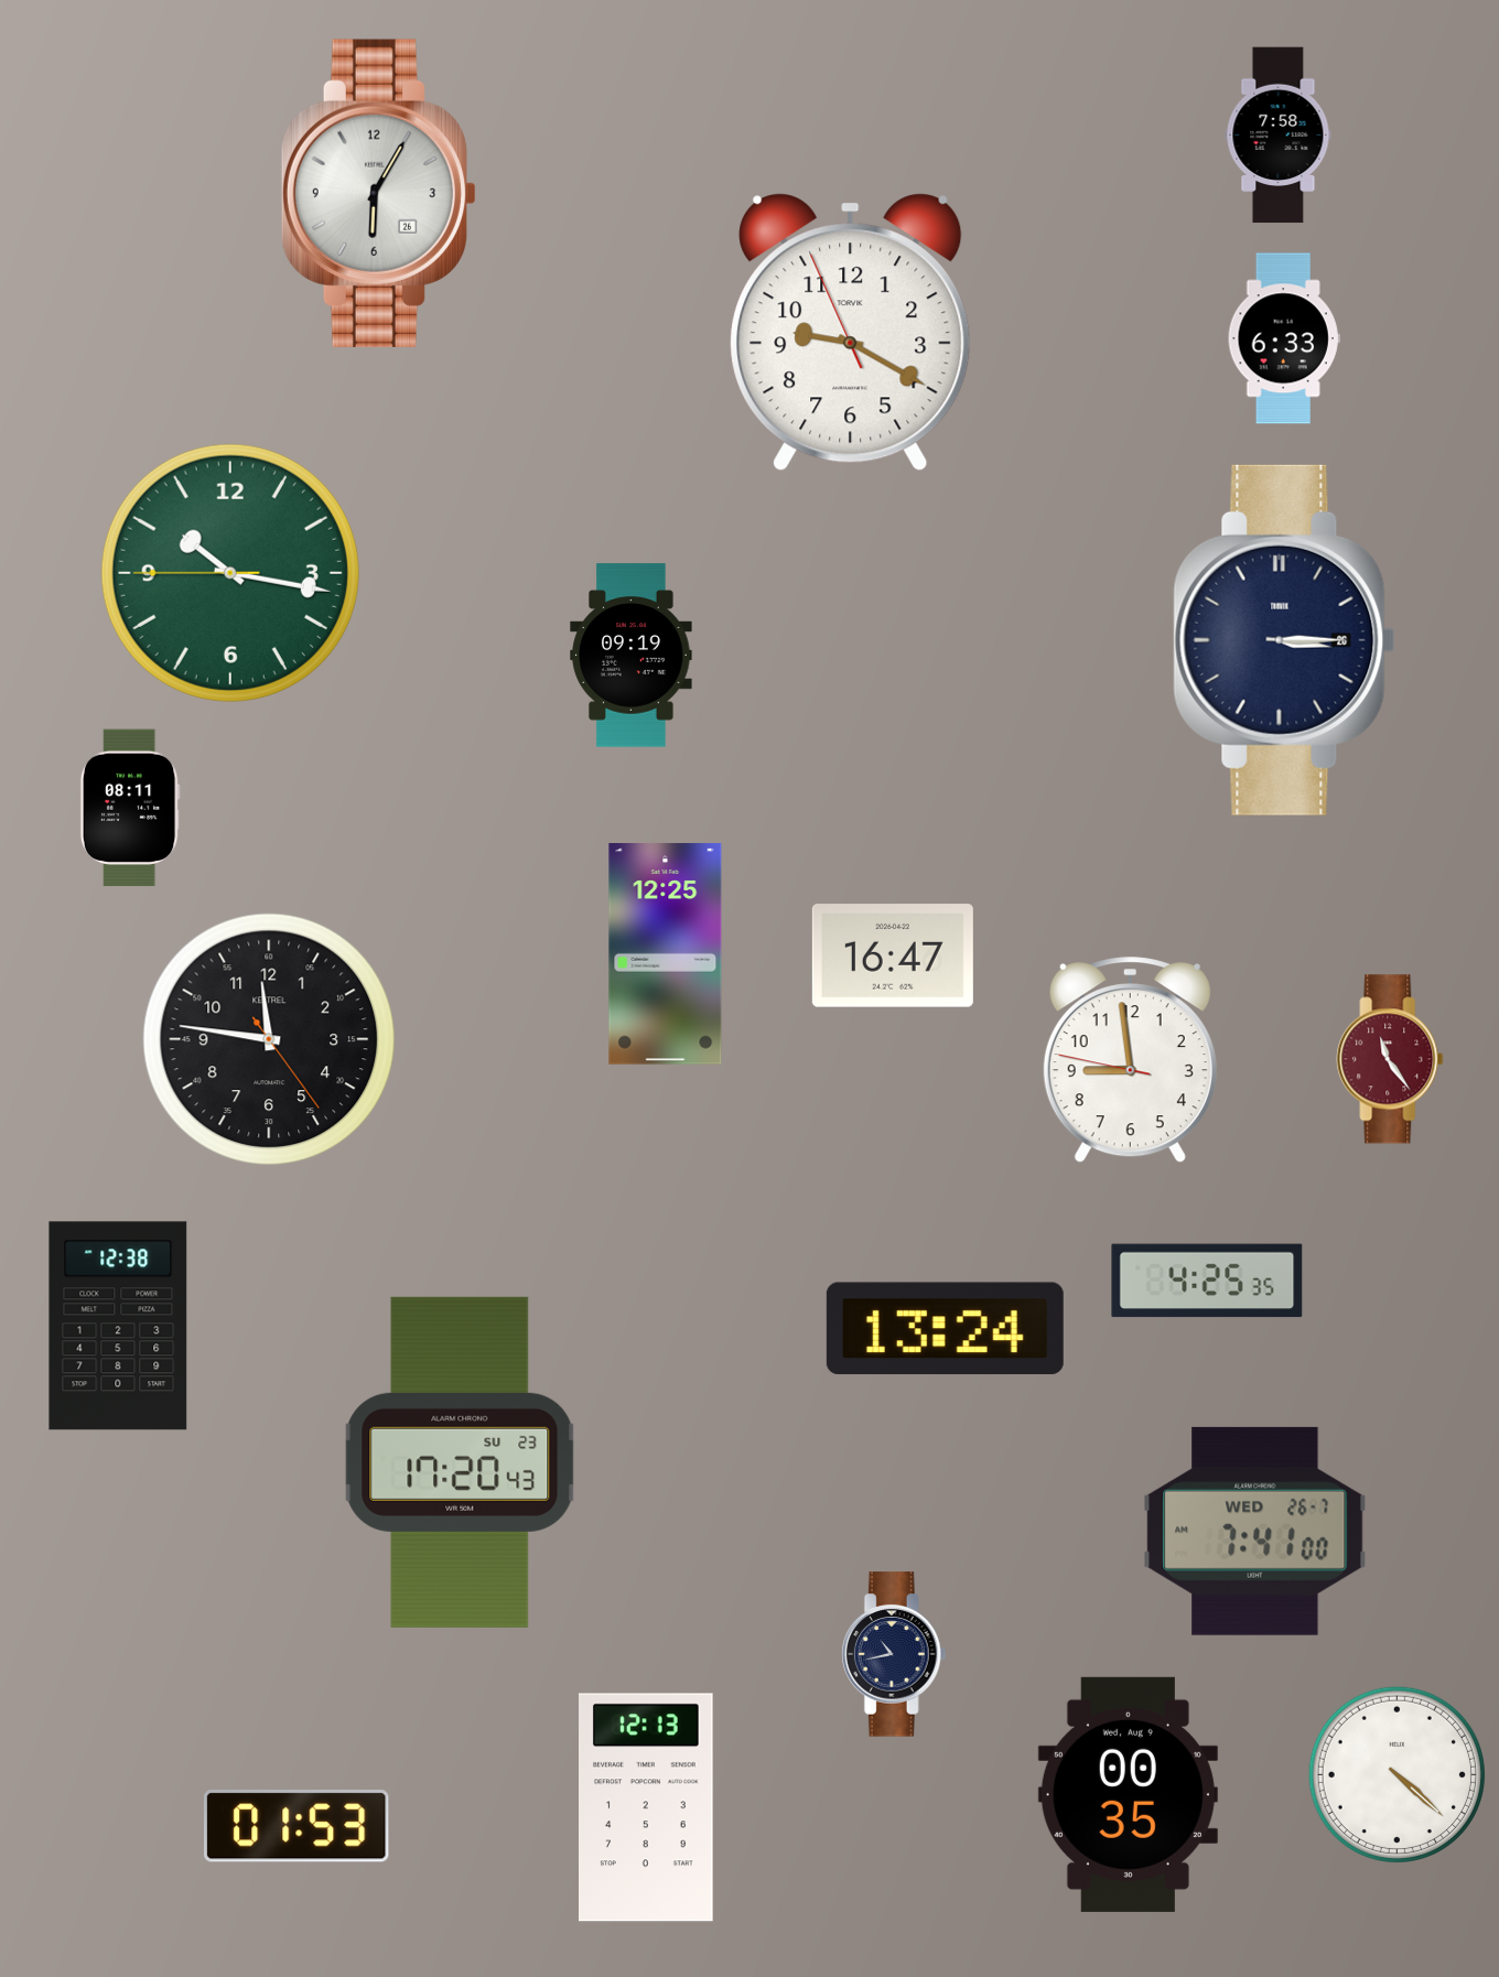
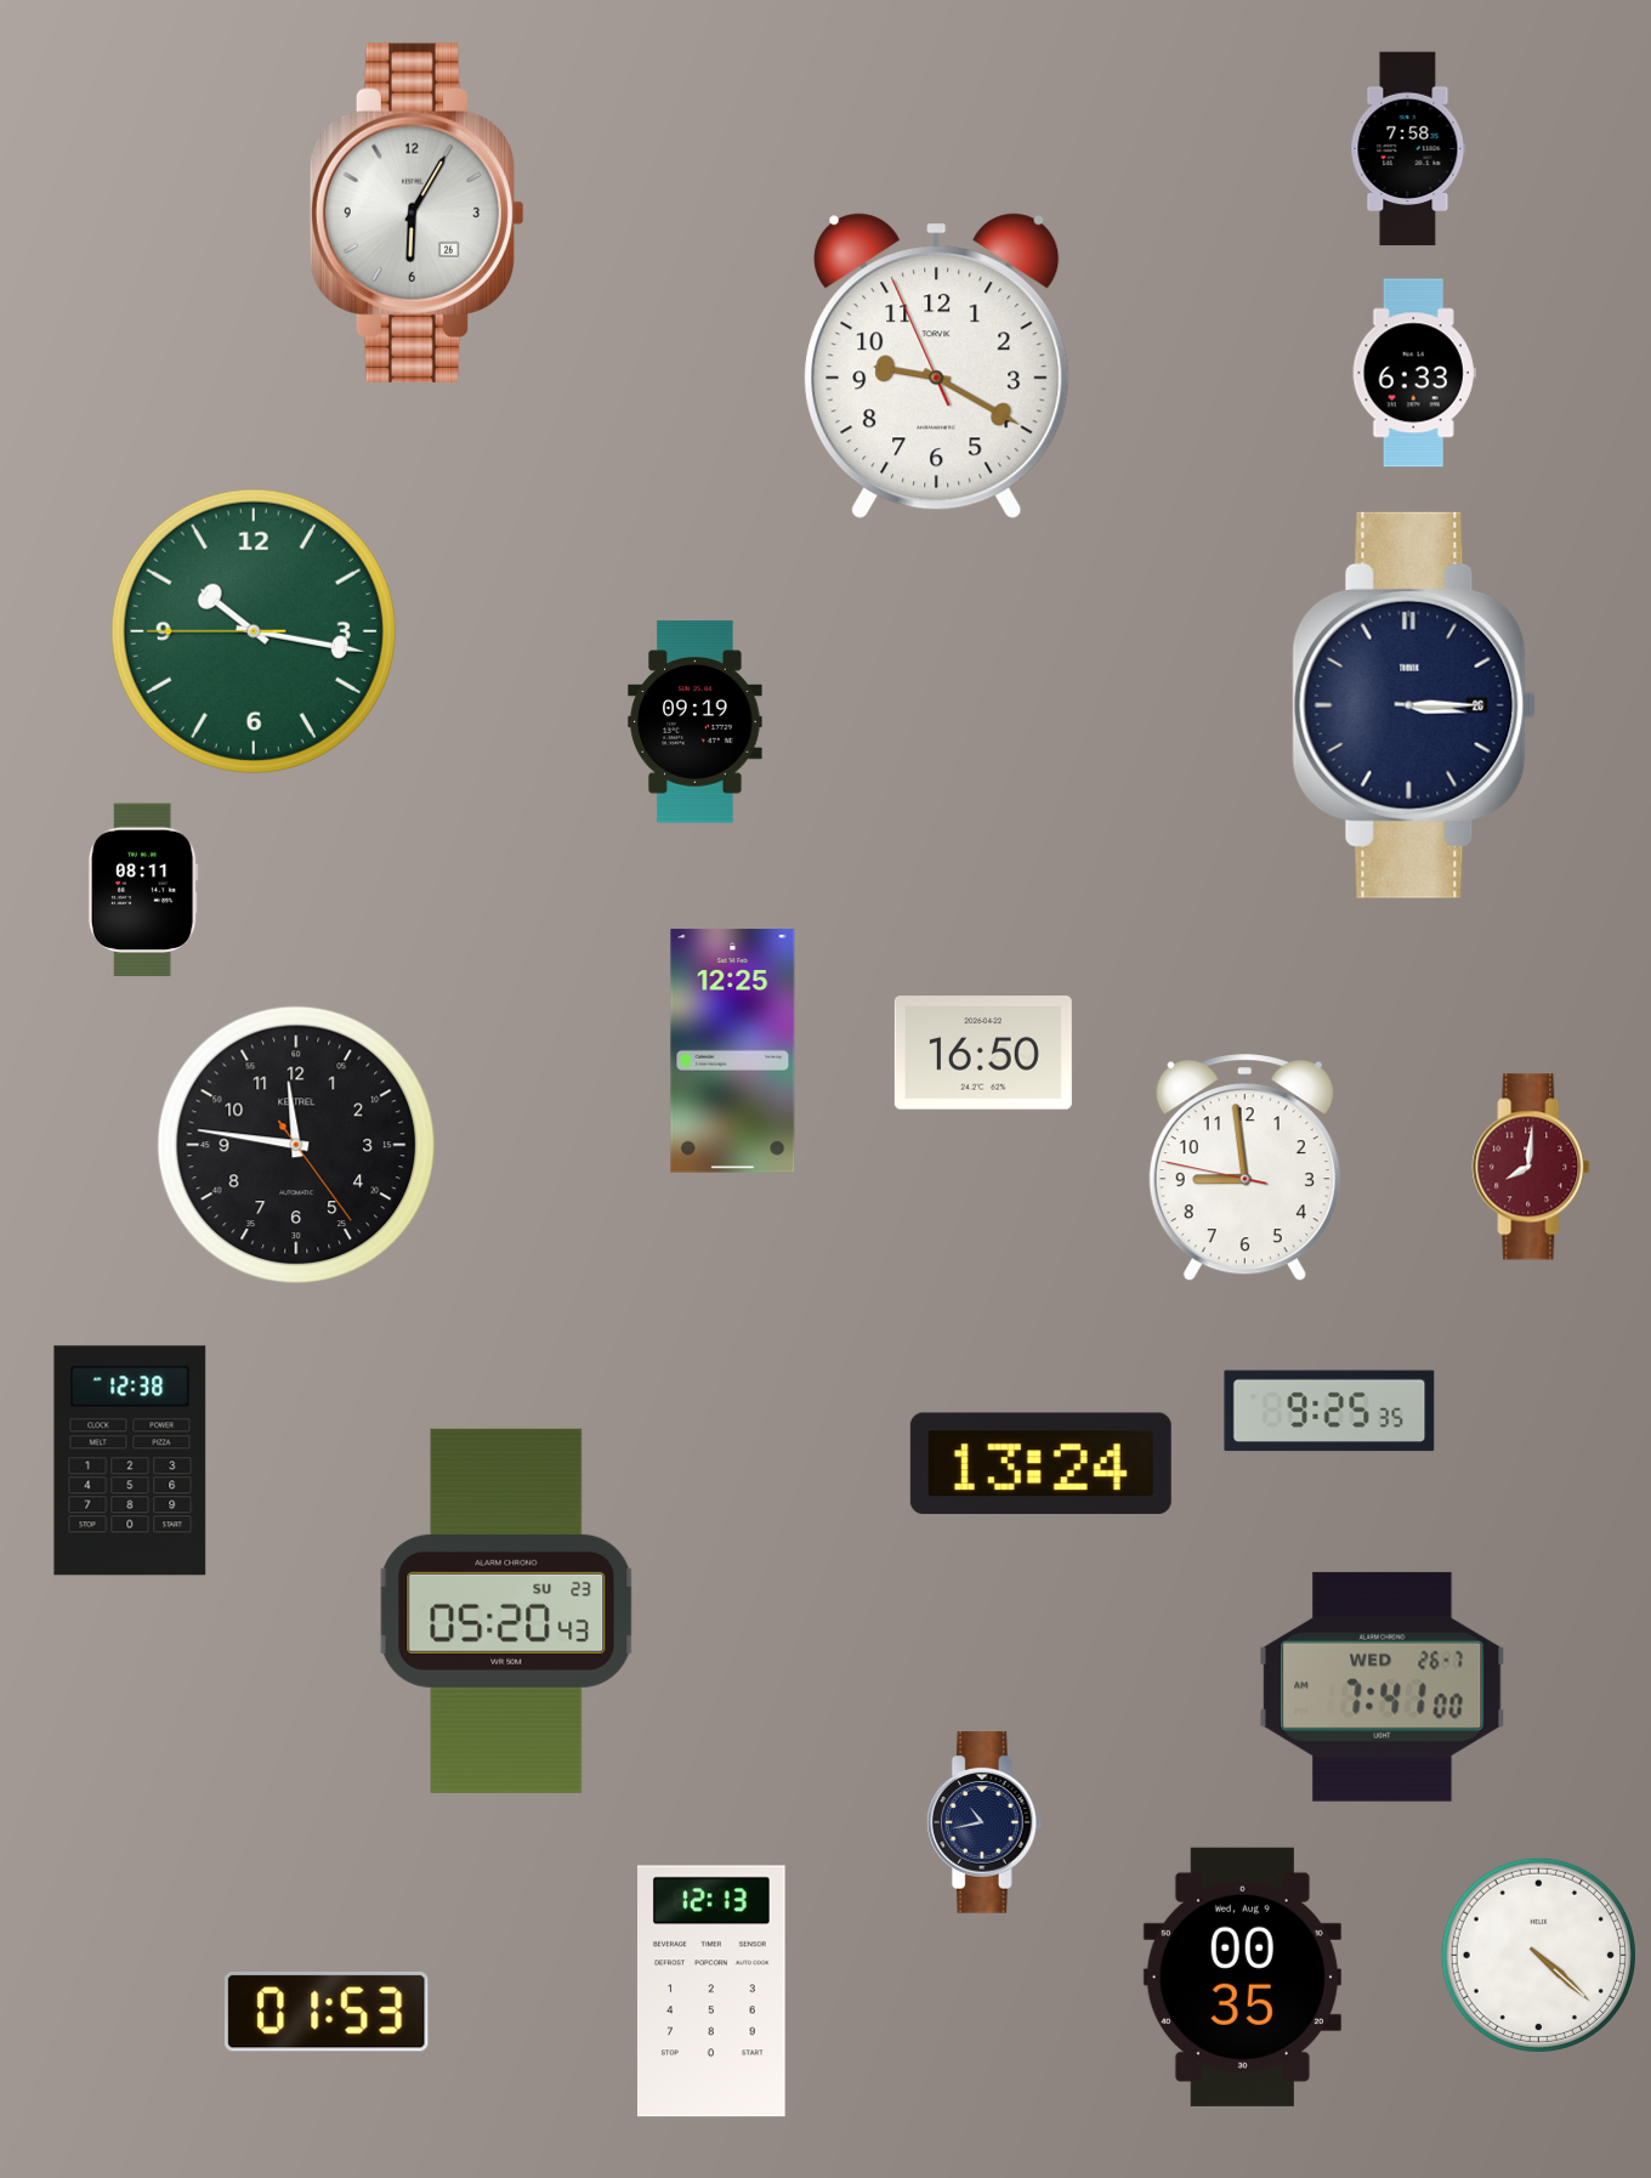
clock at (893, 955): 16:47 -> 16:50
clock at (1390, 1059): 11:24 -> 8:01
clock at (1207, 1281): 4:25 -> 9:25
clock at (460, 1462): 17:20 -> 05:20
